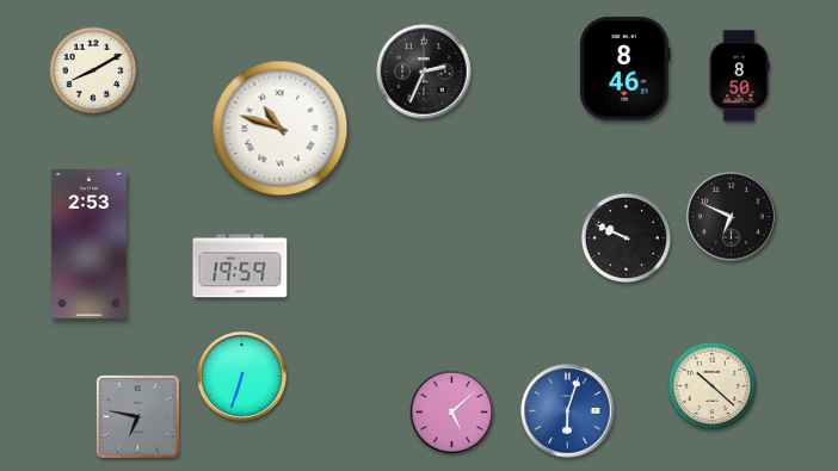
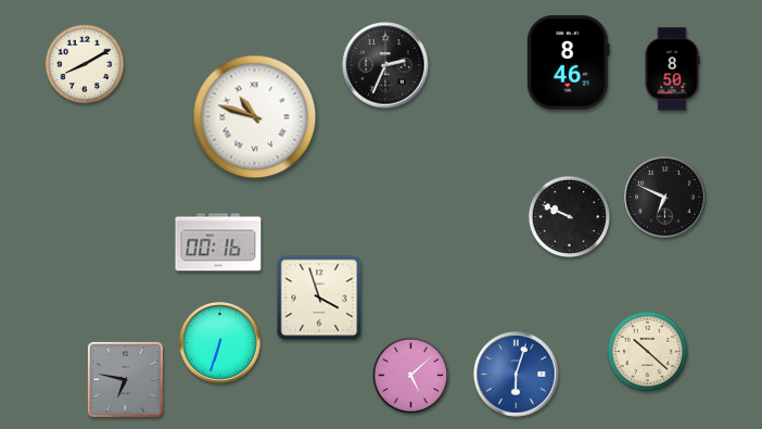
clock at (90, 244): 2:53 -> none
clock at (240, 266): 19:59 -> 00:16
clock at (319, 298): none -> 3:57
